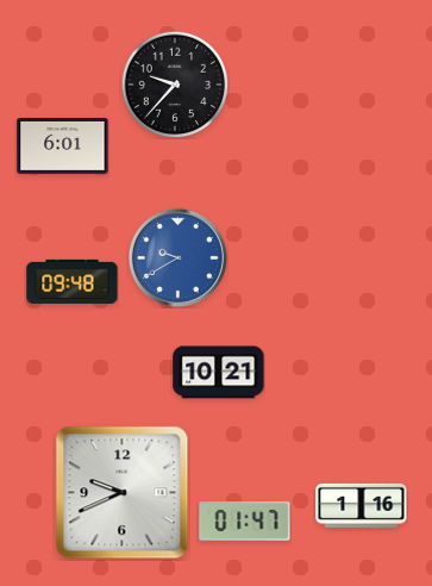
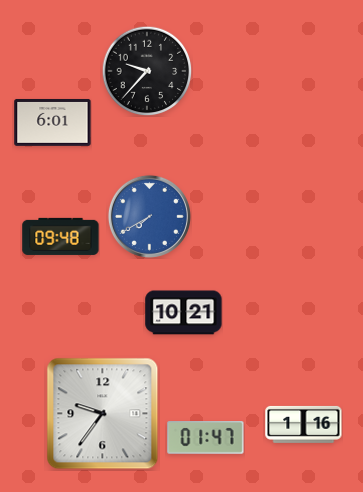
clock at (177, 257): 9:40 -> 7:40
clock at (123, 493): 9:41 -> 9:36
